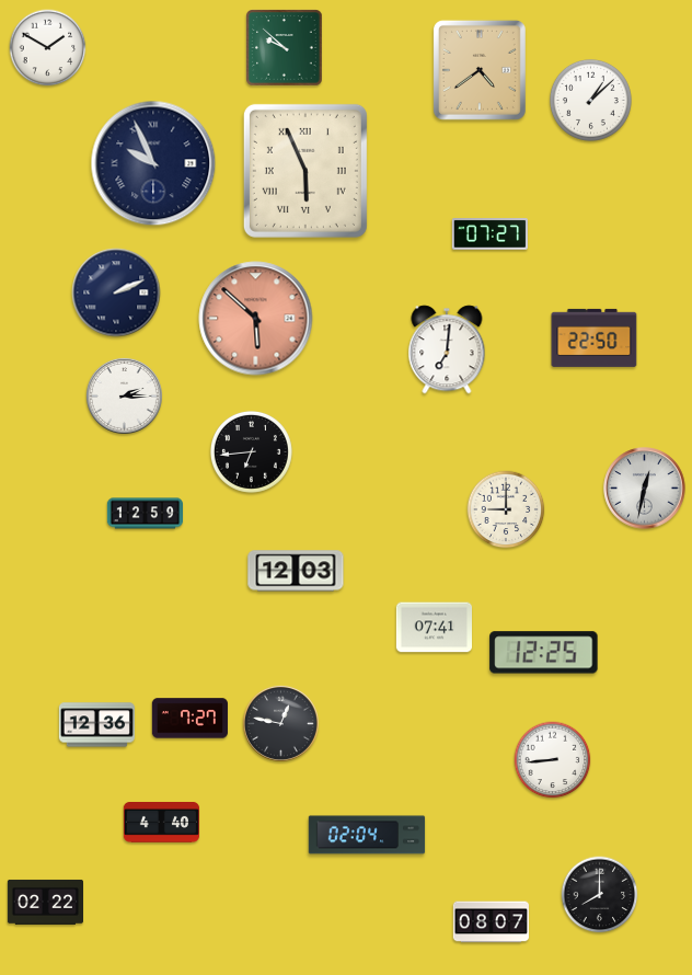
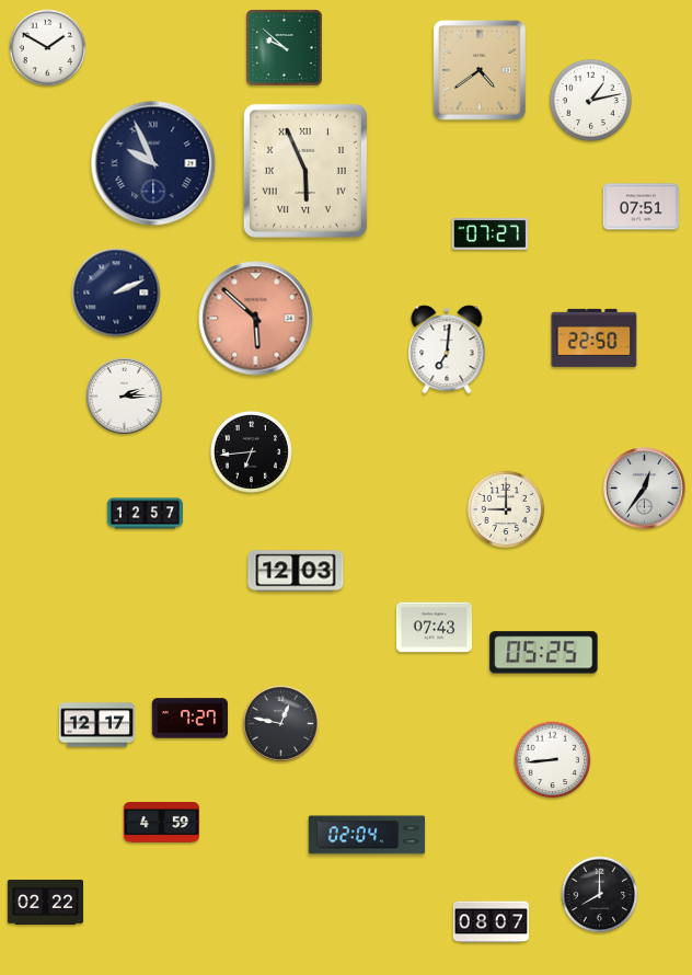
clock at (590, 100): 1:08 -> 1:13
clock at (641, 207): none -> 07:51
clock at (645, 489): 12:32 -> 12:36
clock at (145, 514): 12:59 -> 12:57
clock at (434, 628): 07:41 -> 07:43
clock at (544, 653): 12:25 -> 05:25
clock at (96, 725): 12:36 -> 12:17
clock at (161, 823): 4:40 -> 4:59
